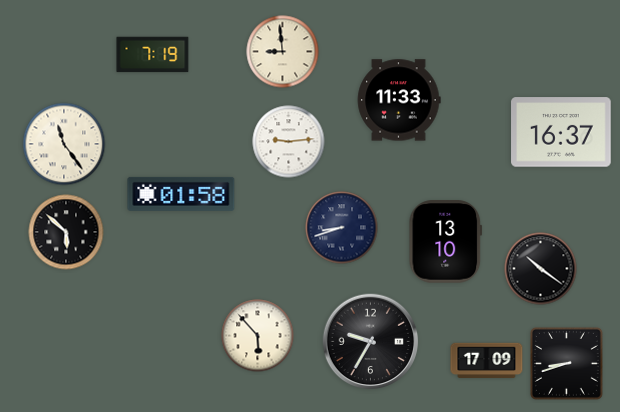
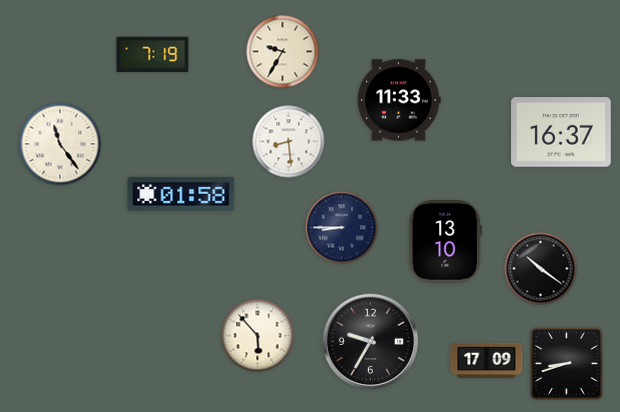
clock at (283, 52): 8:59 -> 9:35
clock at (289, 142): 9:14 -> 8:29
clock at (64, 144) position: (64, 144) -> (60, 144)
clock at (342, 228): 8:42 -> 8:45
clock at (66, 232): 5:52 -> none
